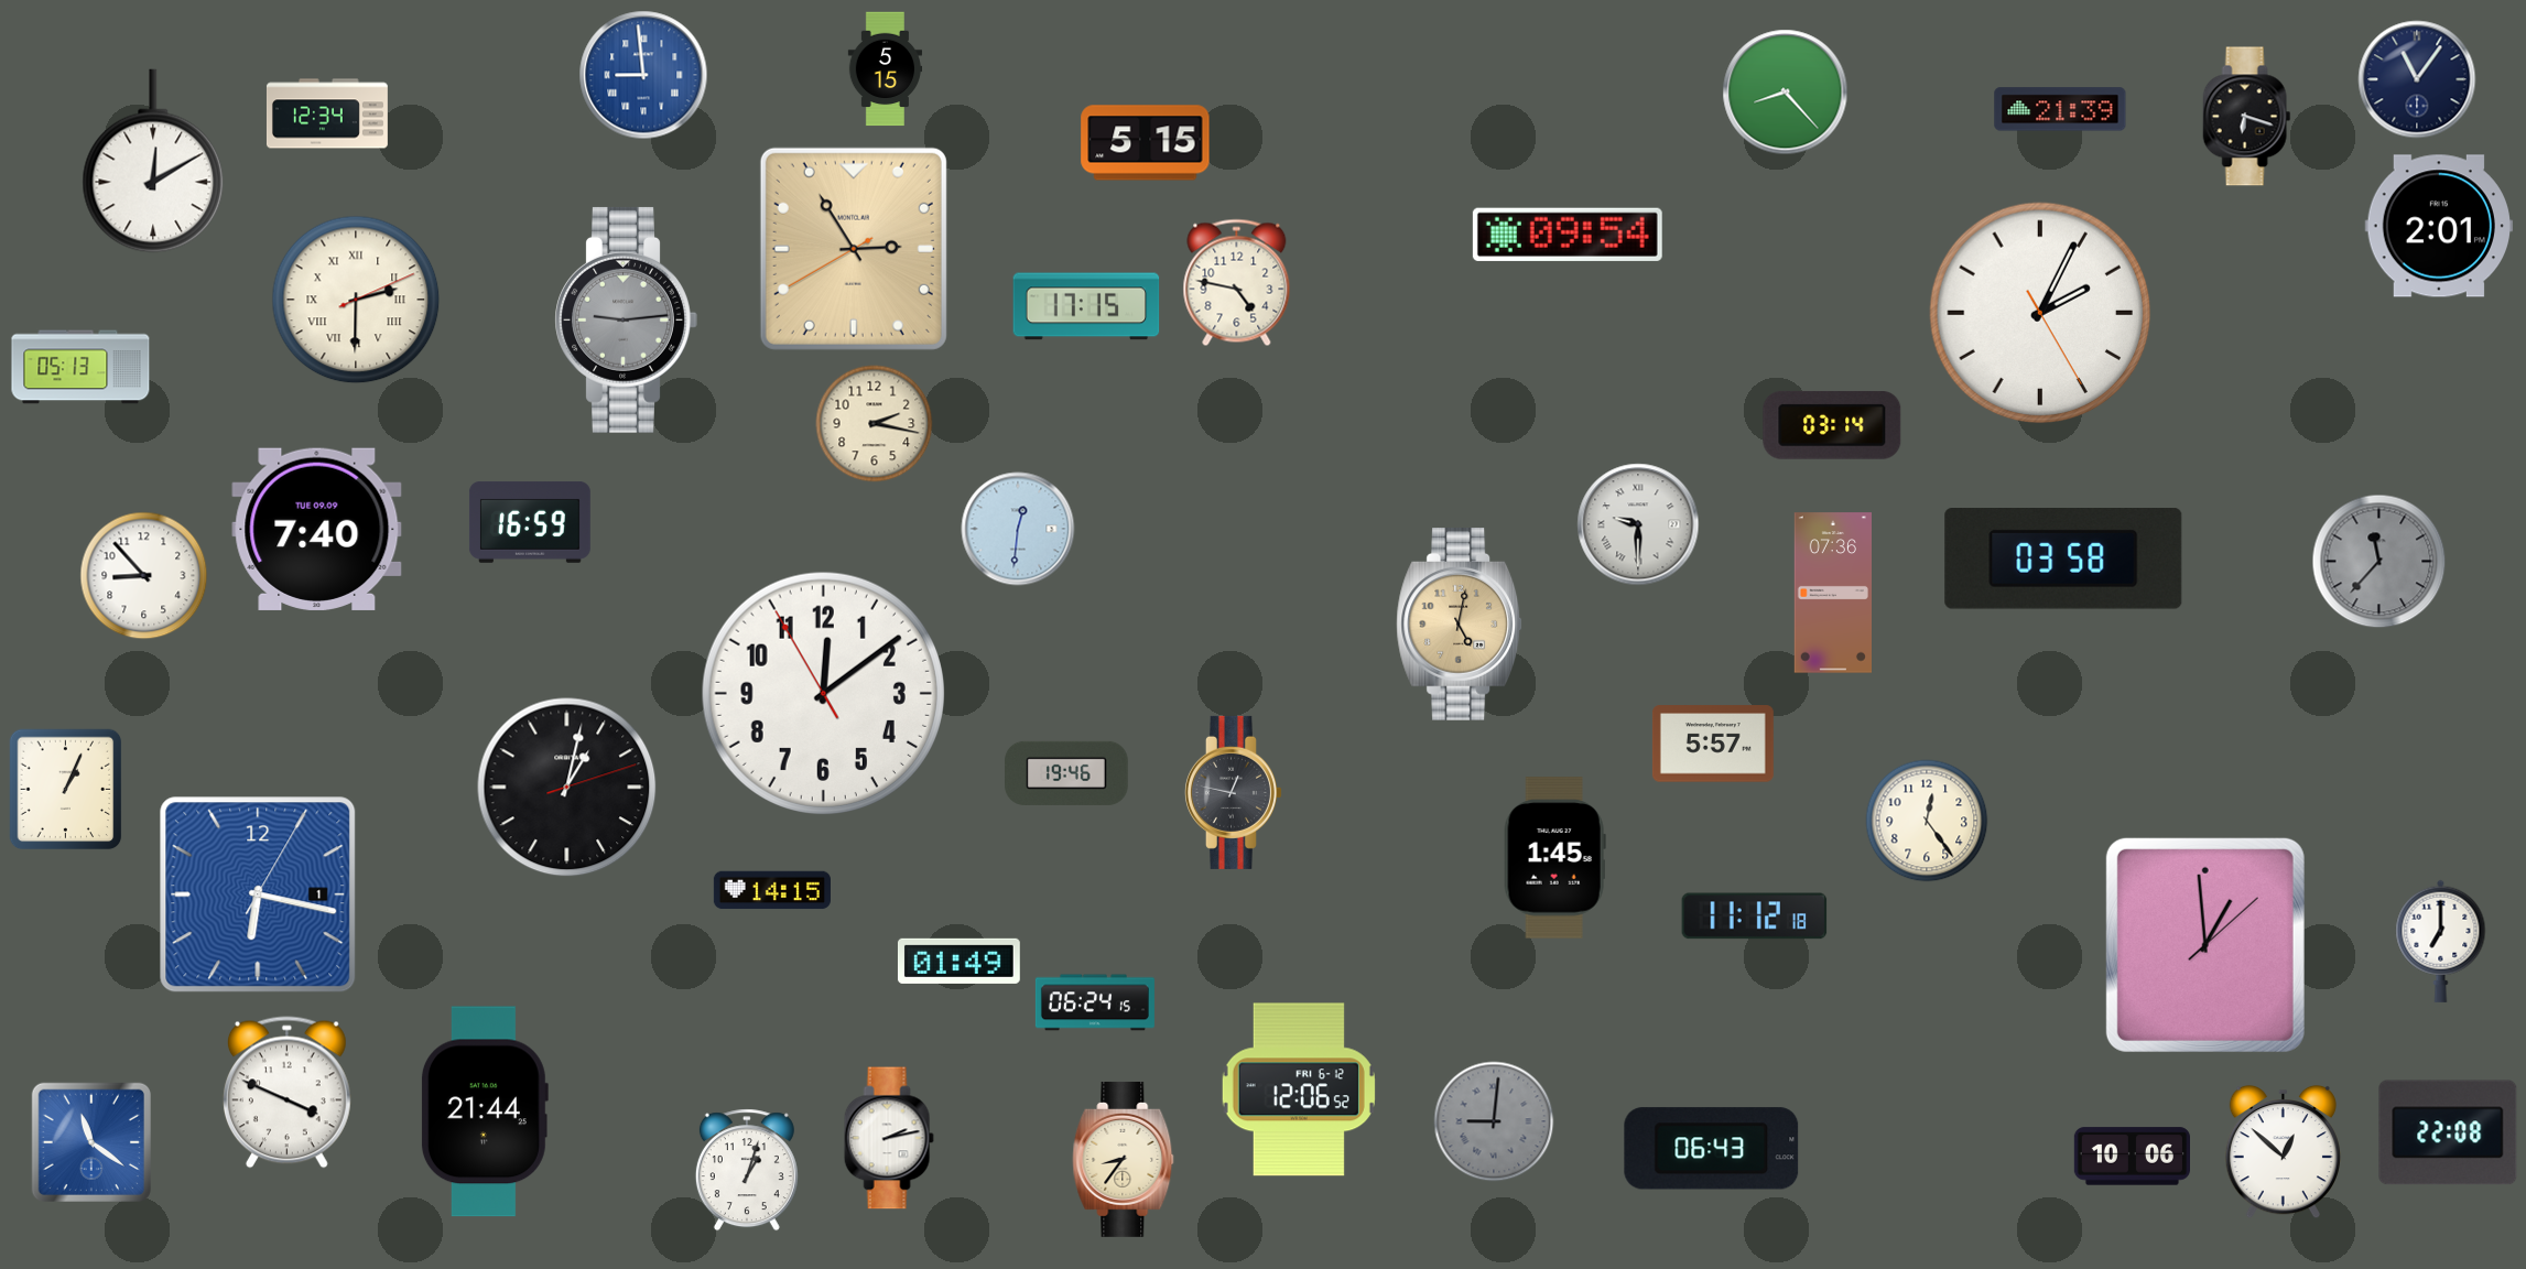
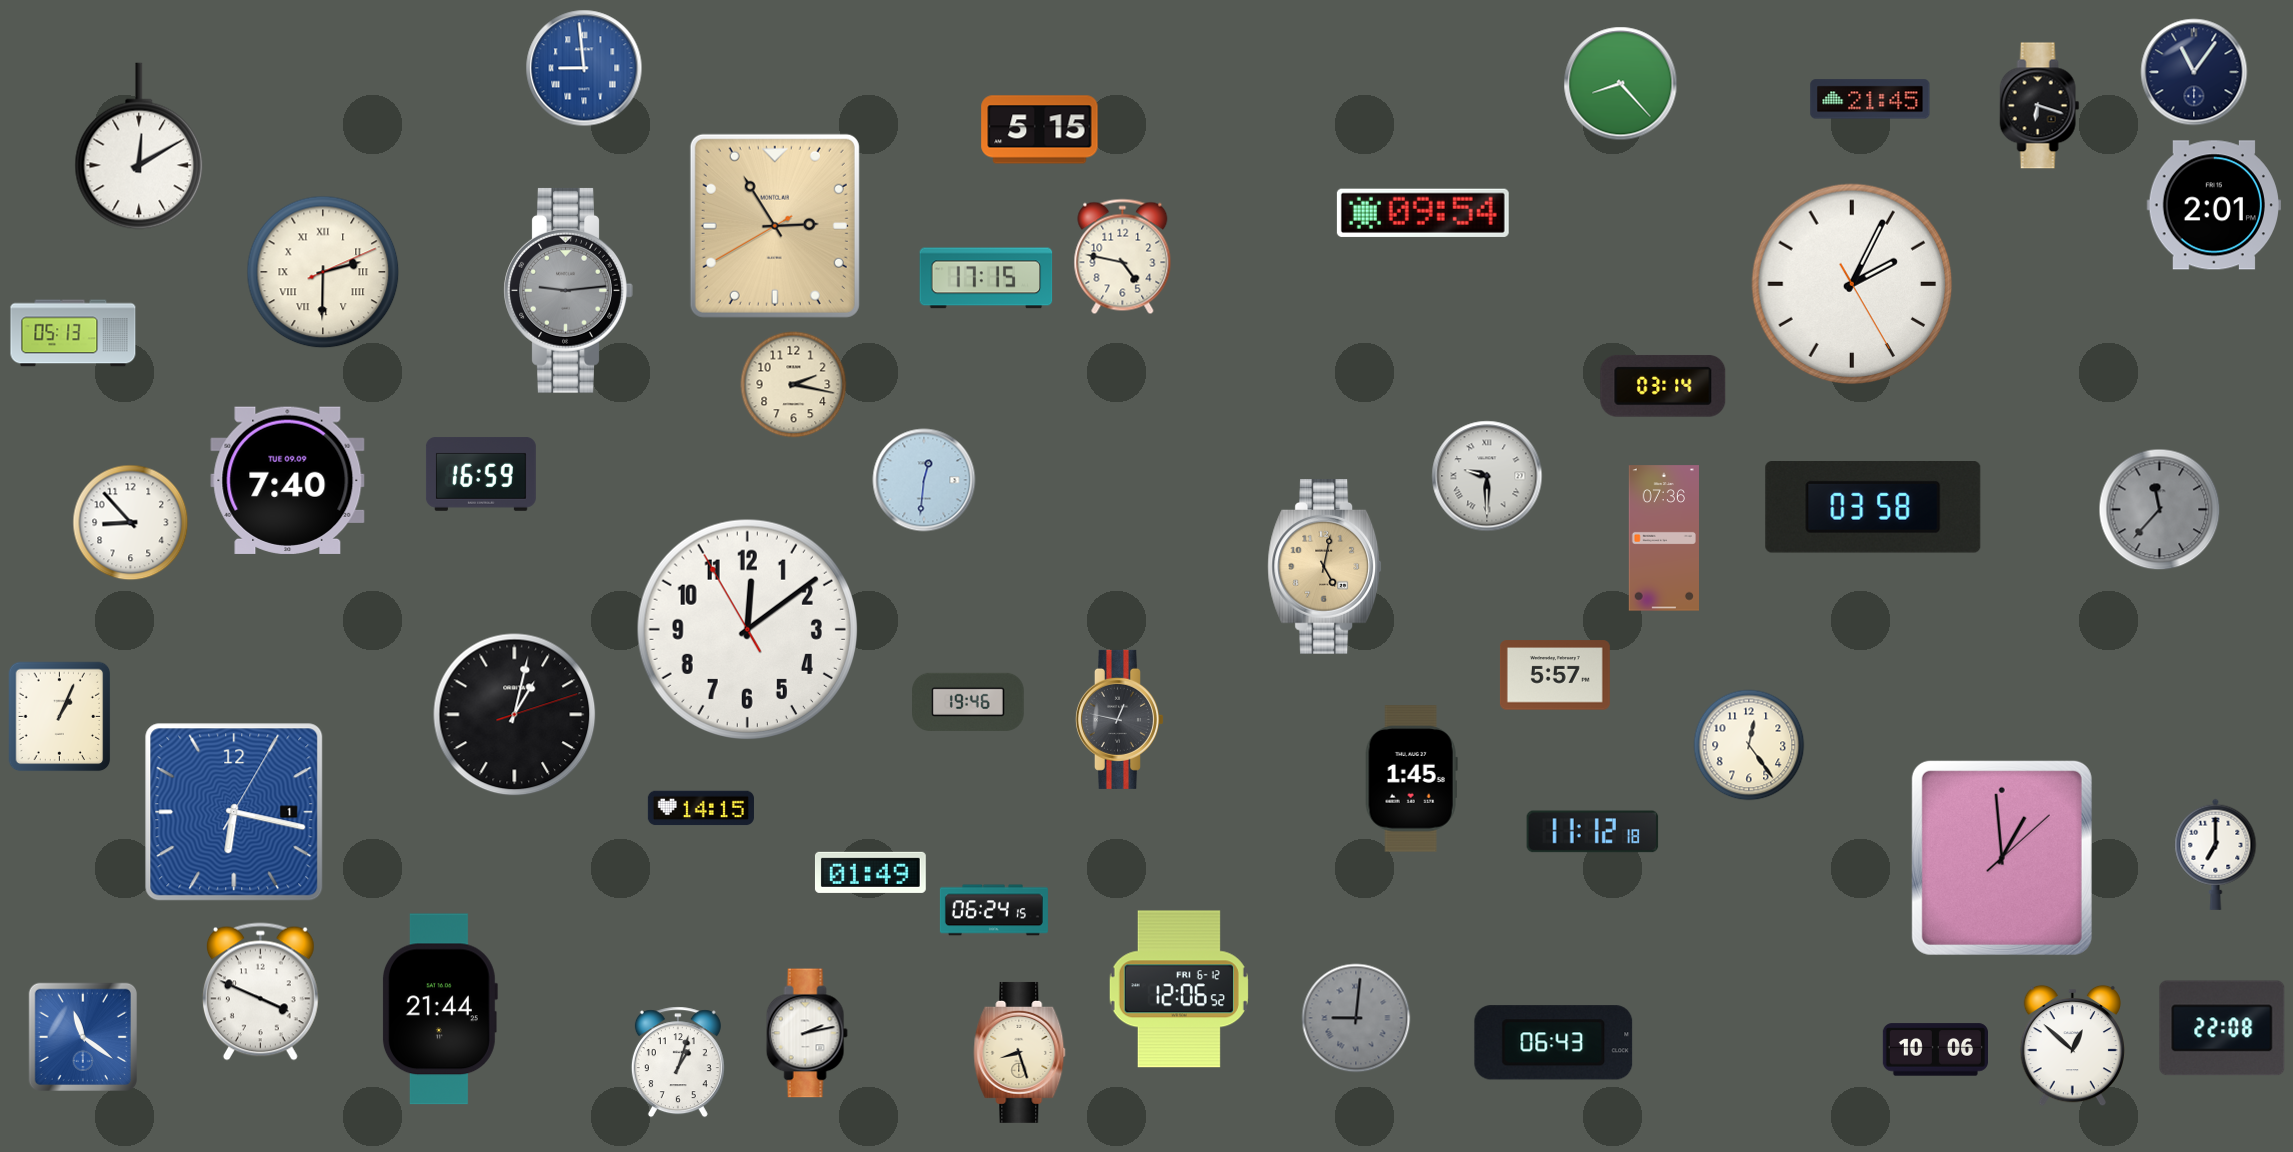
clock at (886, 69): 5:15 -> none
clock at (2060, 109): 21:39 -> 21:45
clock at (327, 113): 12:34 -> none
clock at (1124, 1159): 8:36 -> 8:27
